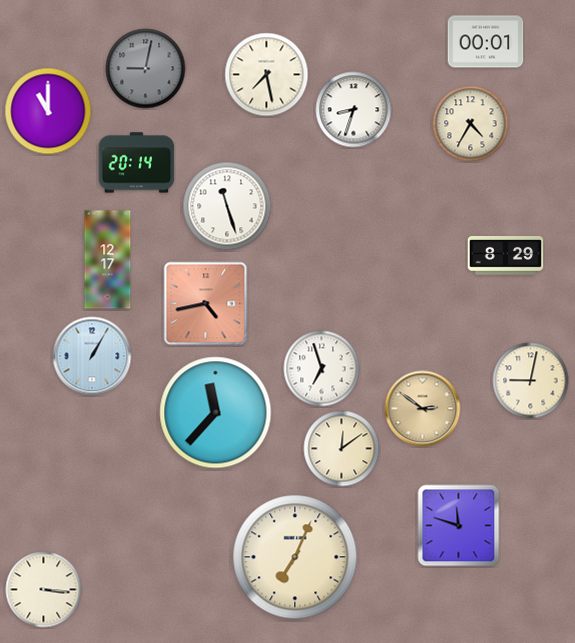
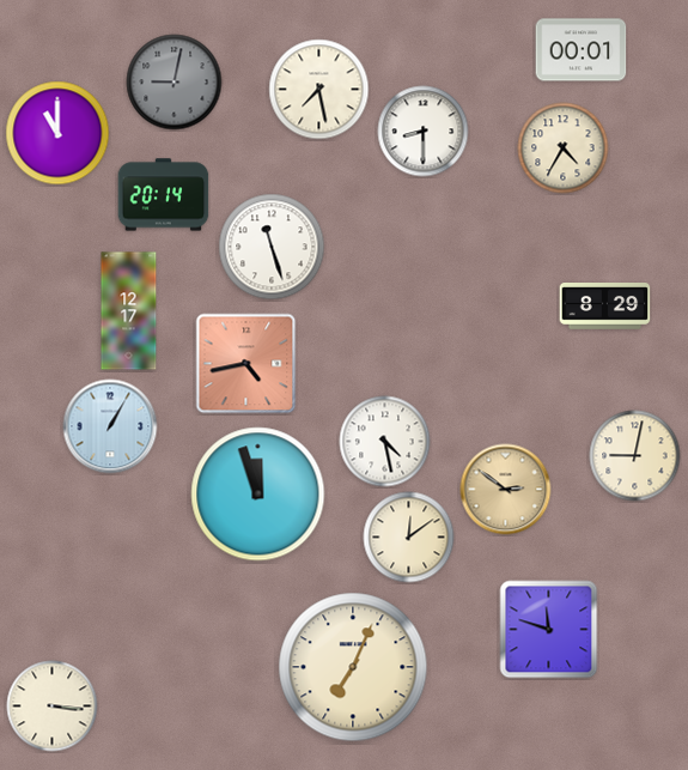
clock at (354, 110): 8:33 -> 8:30
clock at (322, 369): 6:57 -> 4:28
clock at (216, 413): 11:37 -> 11:57
